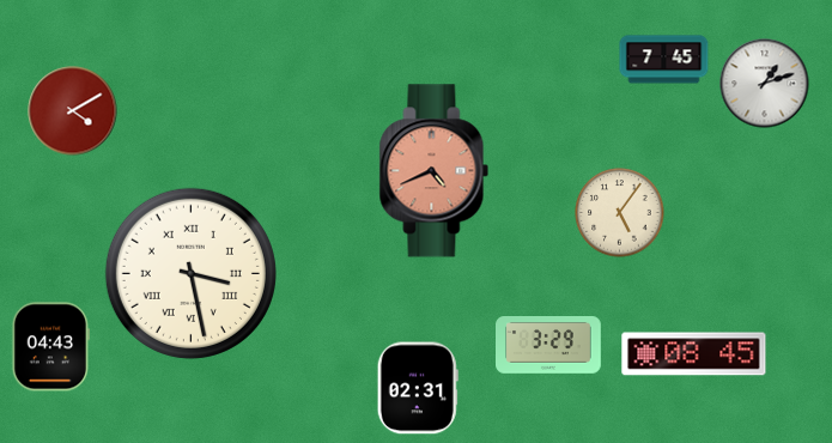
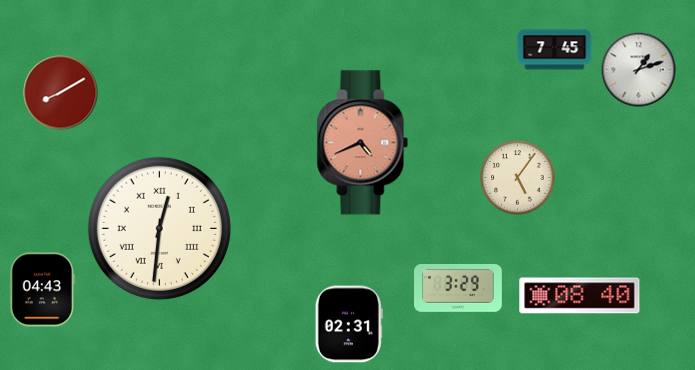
clock at (73, 111): 4:10 -> 8:10
clock at (190, 273): 3:28 -> 12:31
clock at (694, 354): 08:45 -> 08:40
